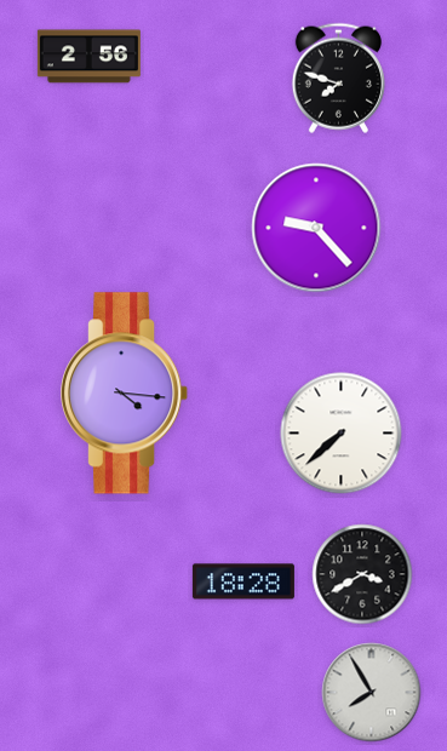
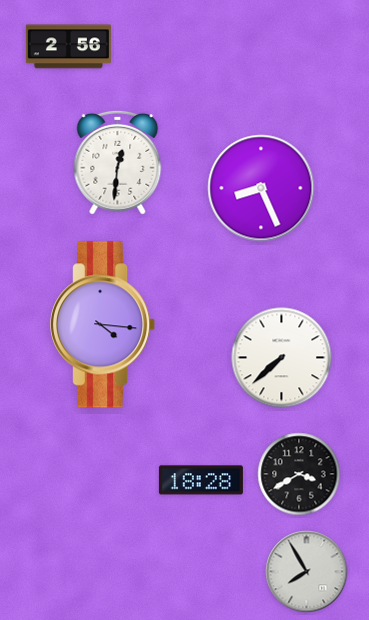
clock at (88, 57) position: (88, 57) -> (68, 47)
clock at (338, 78): 7:48 -> none
clock at (118, 162): none -> 12:31
clock at (316, 228): 9:23 -> 8:26
